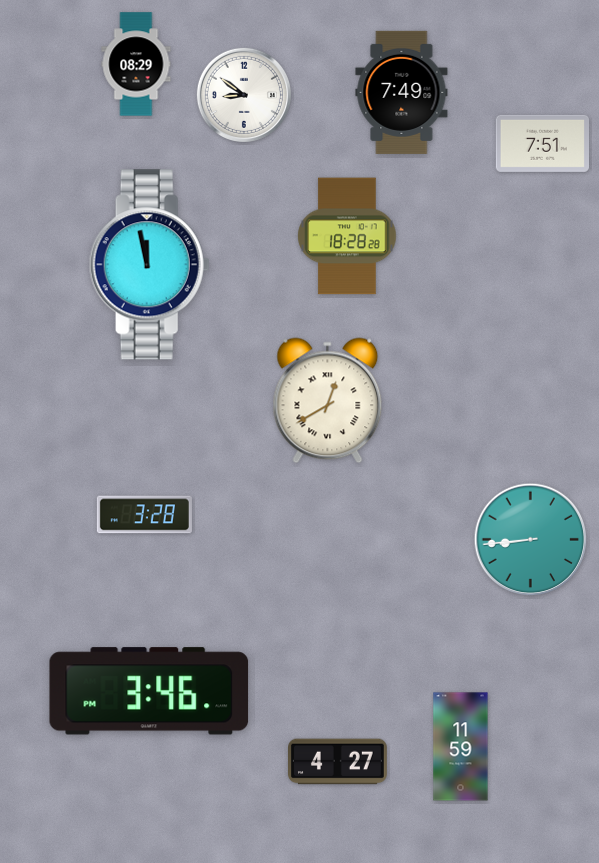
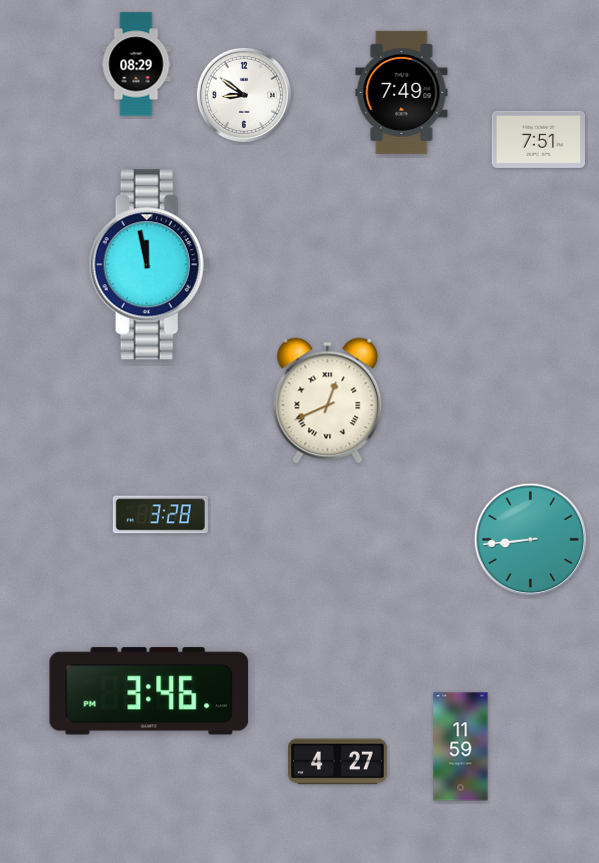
clock at (542, 143) position: (542, 143) -> (538, 139)
clock at (347, 236): 18:28 -> none
clock at (328, 401): 12:40 -> 12:41
clock at (144, 515) position: (144, 515) -> (160, 515)
